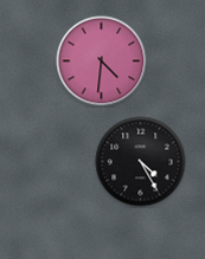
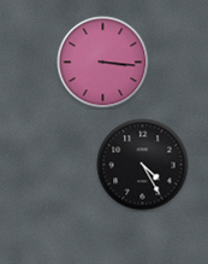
clock at (102, 61): 4:31 -> 3:16
